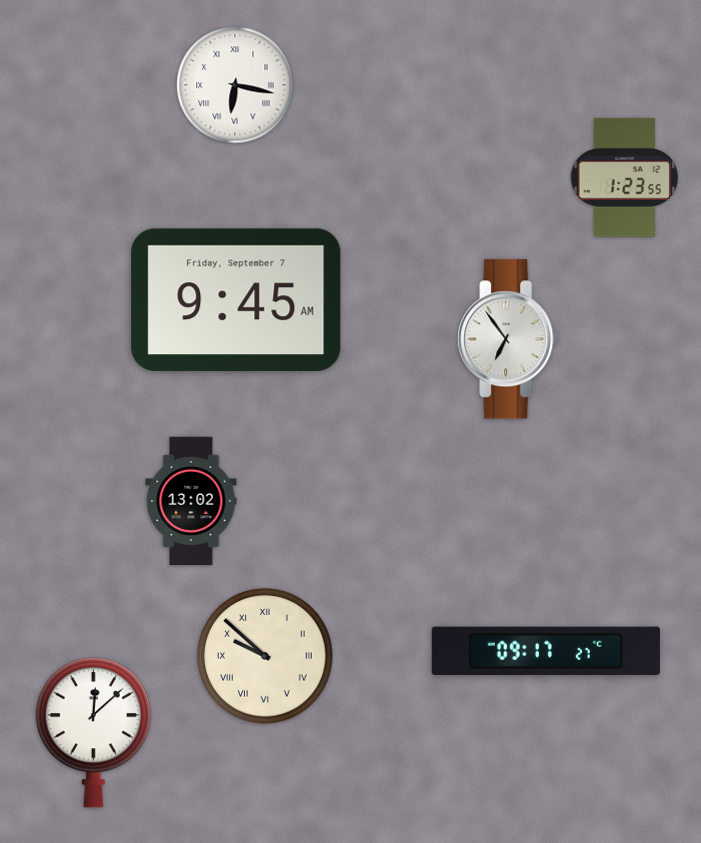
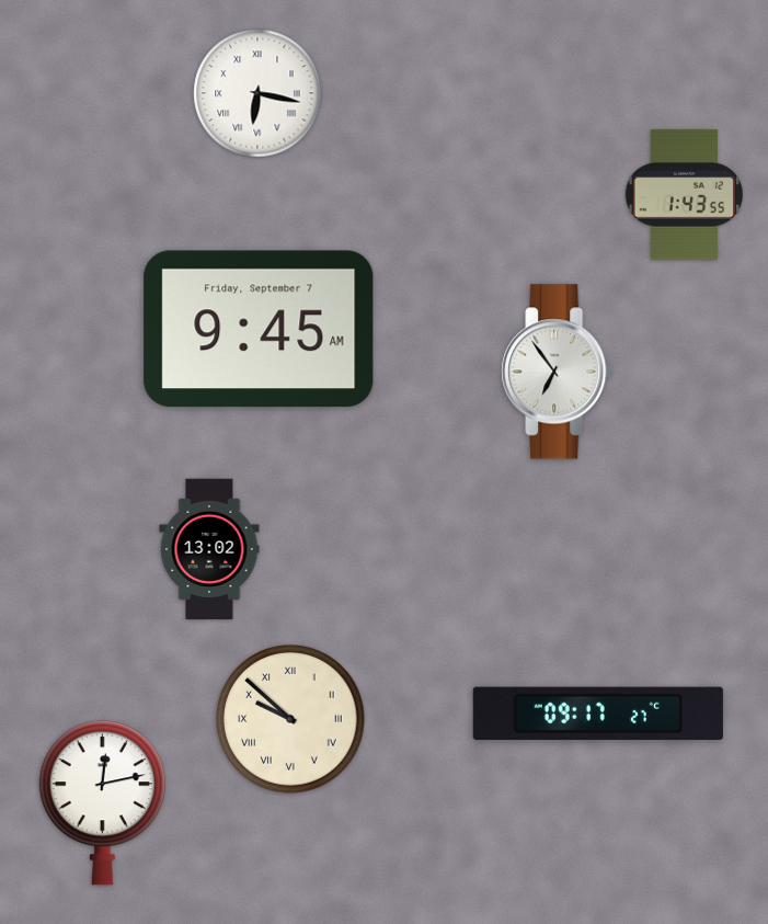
clock at (624, 177): 1:23 -> 1:43
clock at (93, 733): 12:08 -> 12:13
